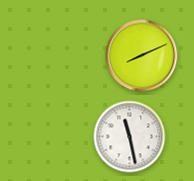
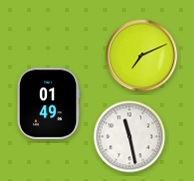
clock at (142, 56): 8:11 -> 7:11
clock at (48, 104): none -> 01:49
